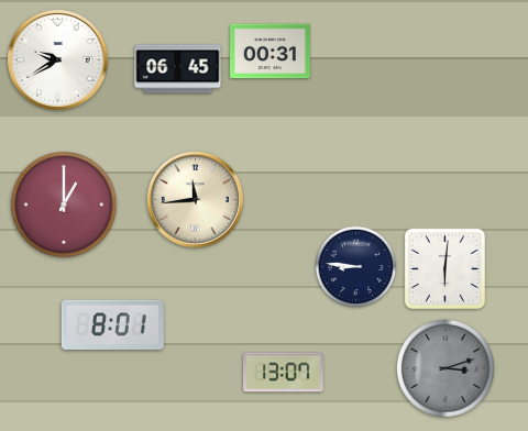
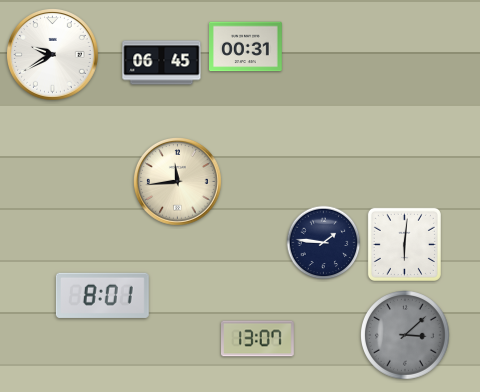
clock at (64, 205): 1:00 -> none
clock at (356, 267): 8:46 -> 1:46
clock at (447, 369): 3:12 -> 3:08
